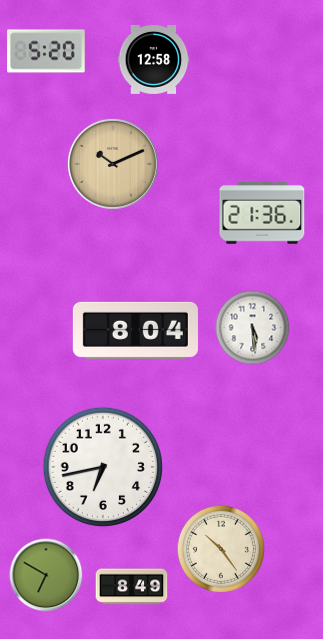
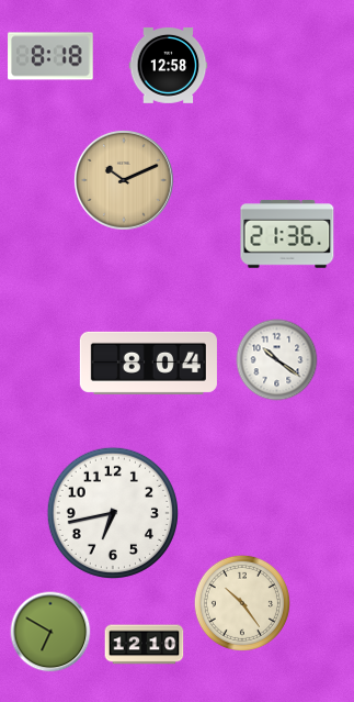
clock at (46, 51): 5:20 -> 8:18
clock at (253, 328): 5:29 -> 10:21
clock at (132, 587): 8:49 -> 12:10
